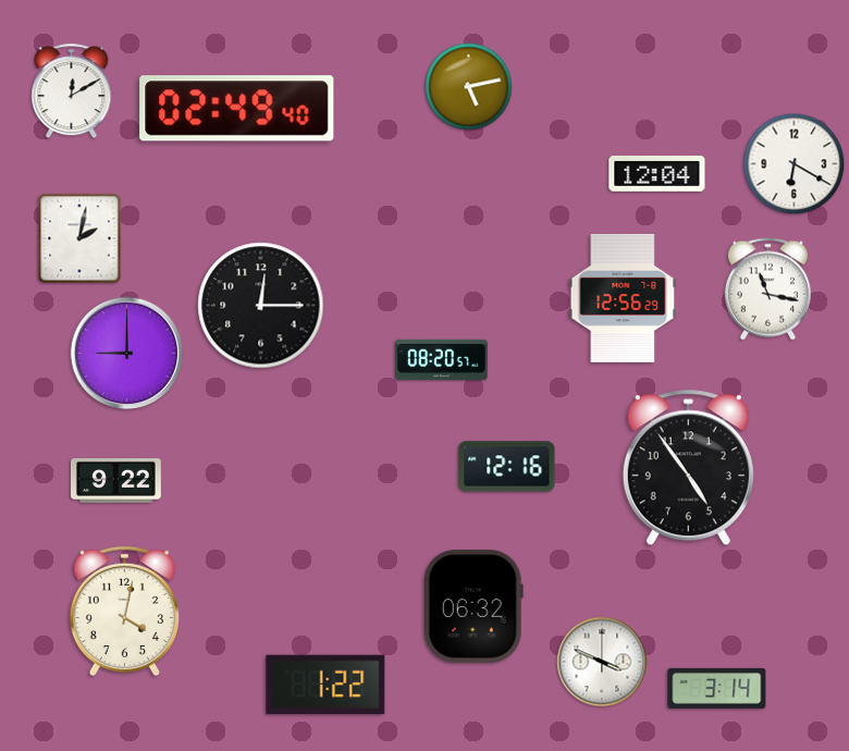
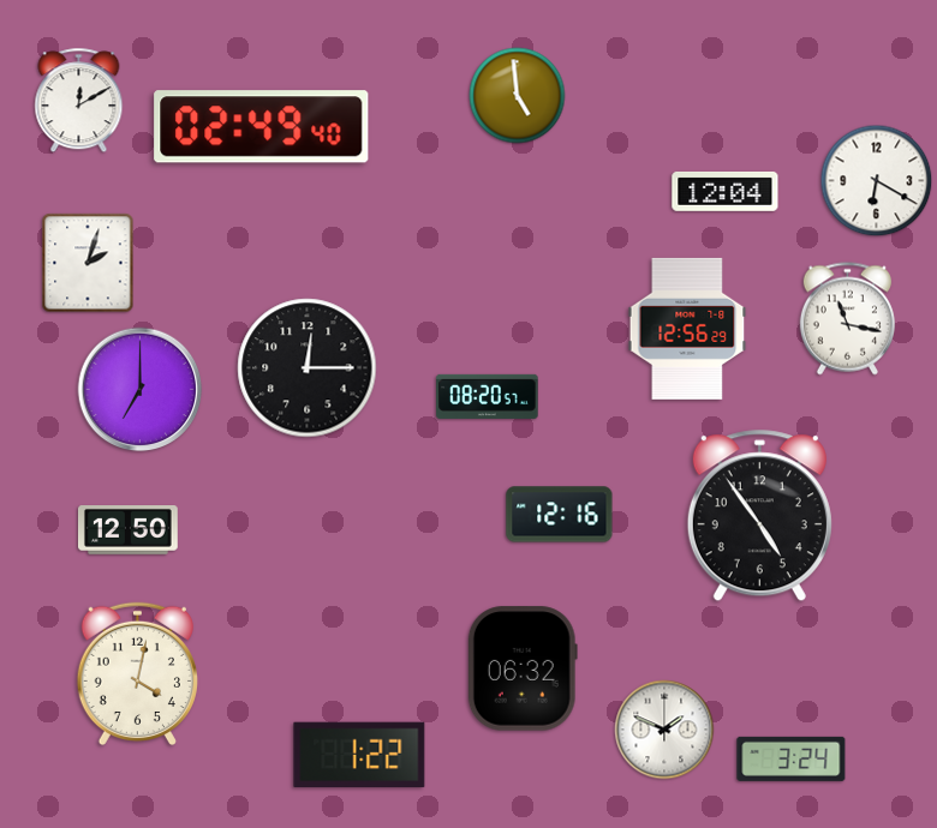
clock at (469, 87): 5:13 -> 4:59
clock at (237, 109) position: (237, 109) -> (262, 127)
clock at (79, 238): 2:02 -> 2:03
clock at (261, 306) position: (261, 306) -> (308, 368)
clock at (127, 354): 9:00 -> 7:00
clock at (116, 481): 9:22 -> 12:50
clock at (602, 662): 3:49 -> 1:49
clock at (717, 688): 3:14 -> 3:24
